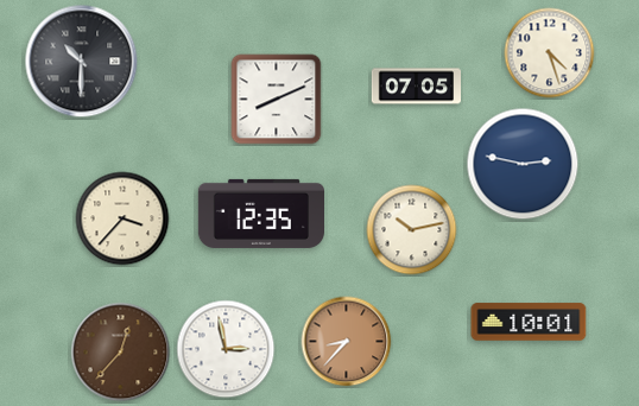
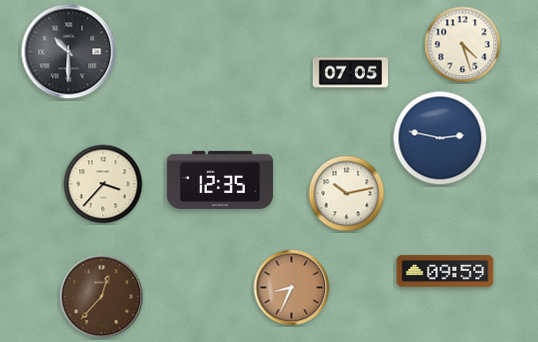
clock at (277, 100): 8:11 -> none
clock at (529, 322): 10:01 -> 09:59
clock at (347, 342): 8:37 -> 8:34
clock at (226, 349): 2:58 -> none
